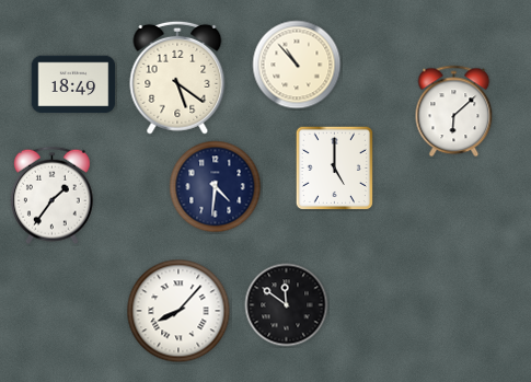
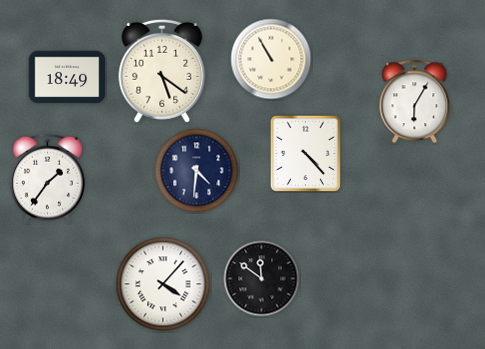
clock at (297, 65): 10:53 -> 10:55
clock at (454, 112): 6:08 -> 6:05
clock at (334, 167): 5:00 -> 4:23
clock at (178, 311): 8:07 -> 4:07
